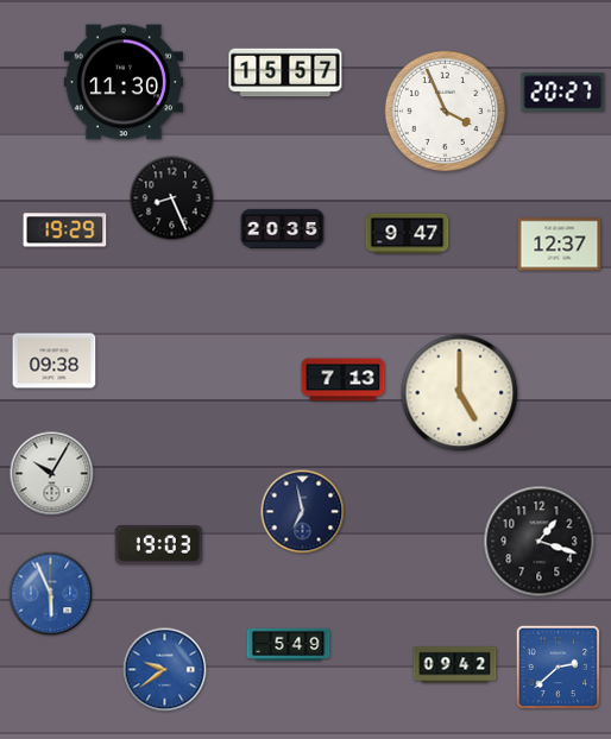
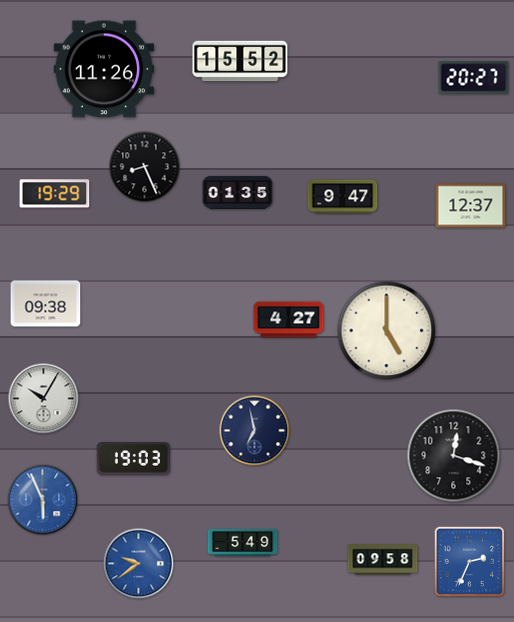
clock at (285, 72): 15:57 -> 15:52
clock at (124, 82): 11:30 -> 11:26
clock at (446, 112): 3:56 -> none
clock at (283, 228): 20:35 -> 01:35
clock at (344, 380): 7:13 -> 4:27
clock at (540, 542): 1:18 -> 12:18
clock at (455, 665): 09:42 -> 09:58
clock at (559, 668): 2:38 -> 2:34
